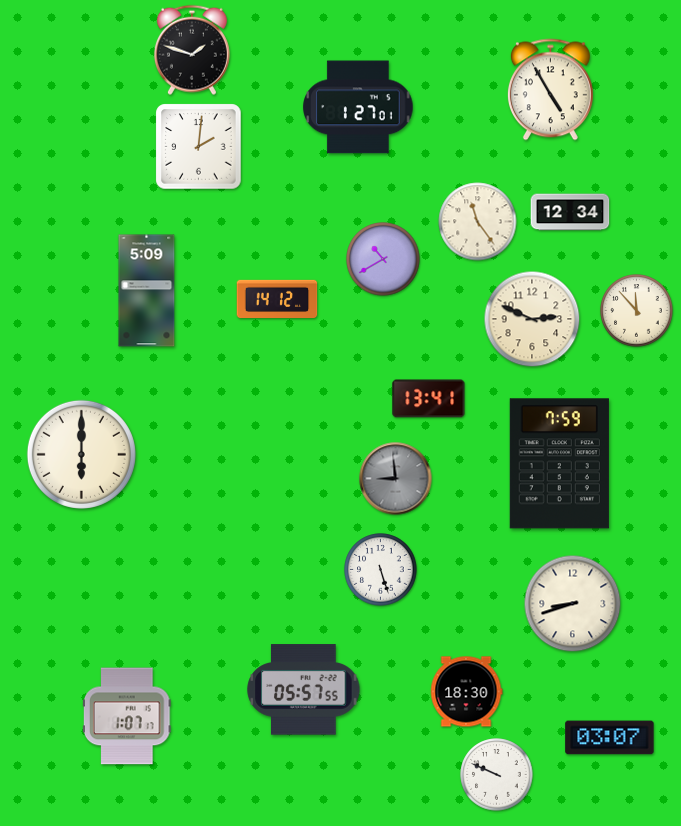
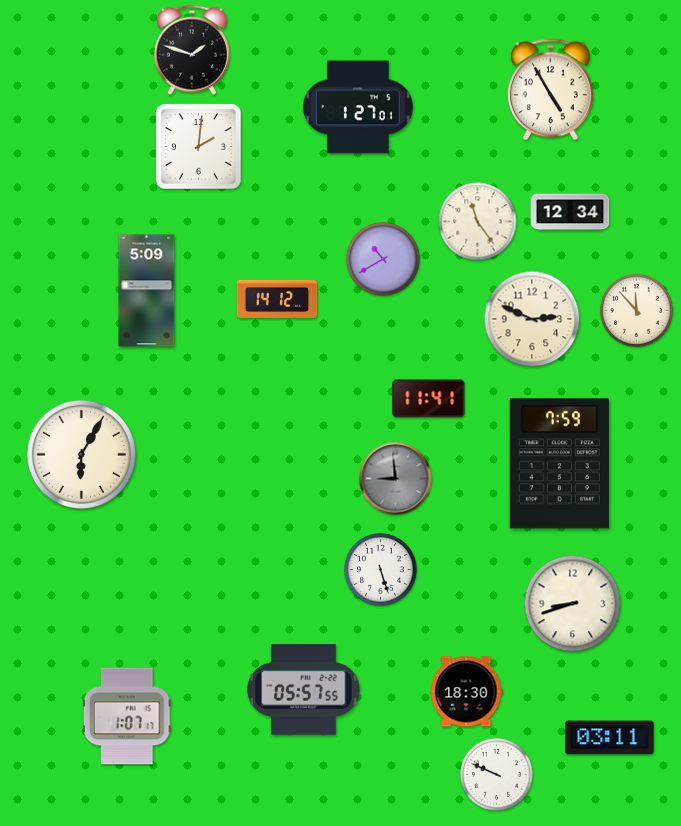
clock at (429, 399): 13:41 -> 11:41
clock at (81, 454): 6:00 -> 6:05
clock at (610, 738): 03:07 -> 03:11
